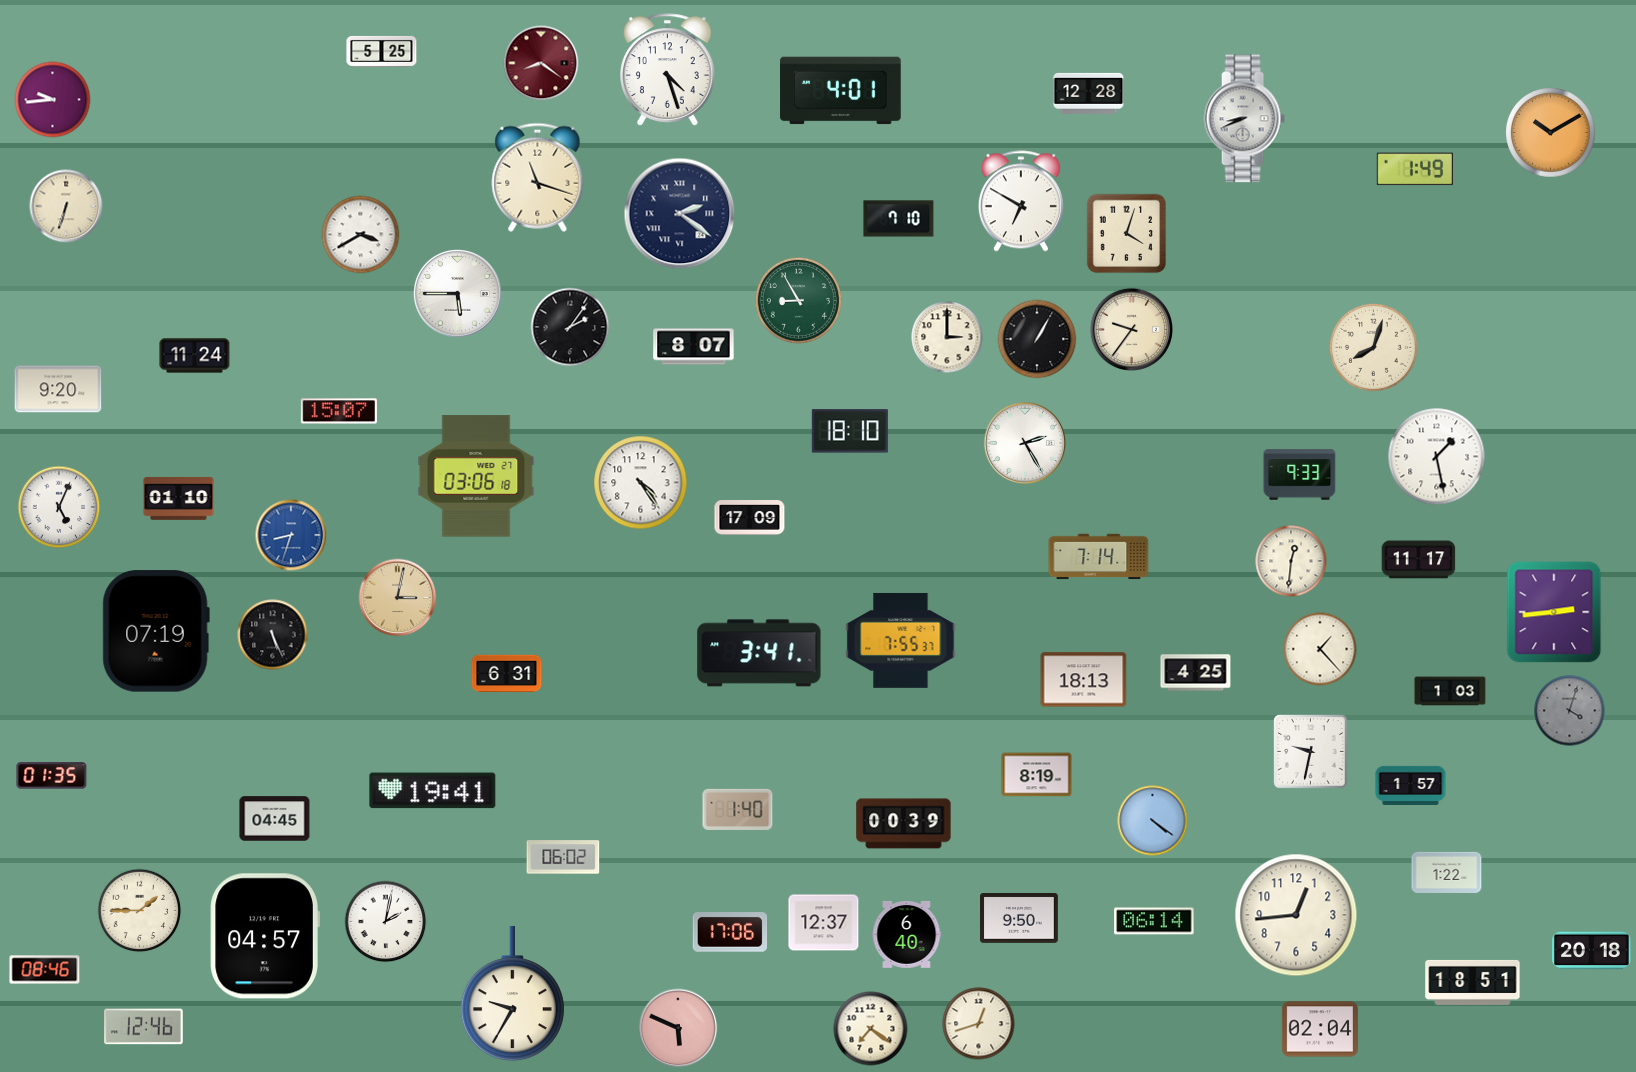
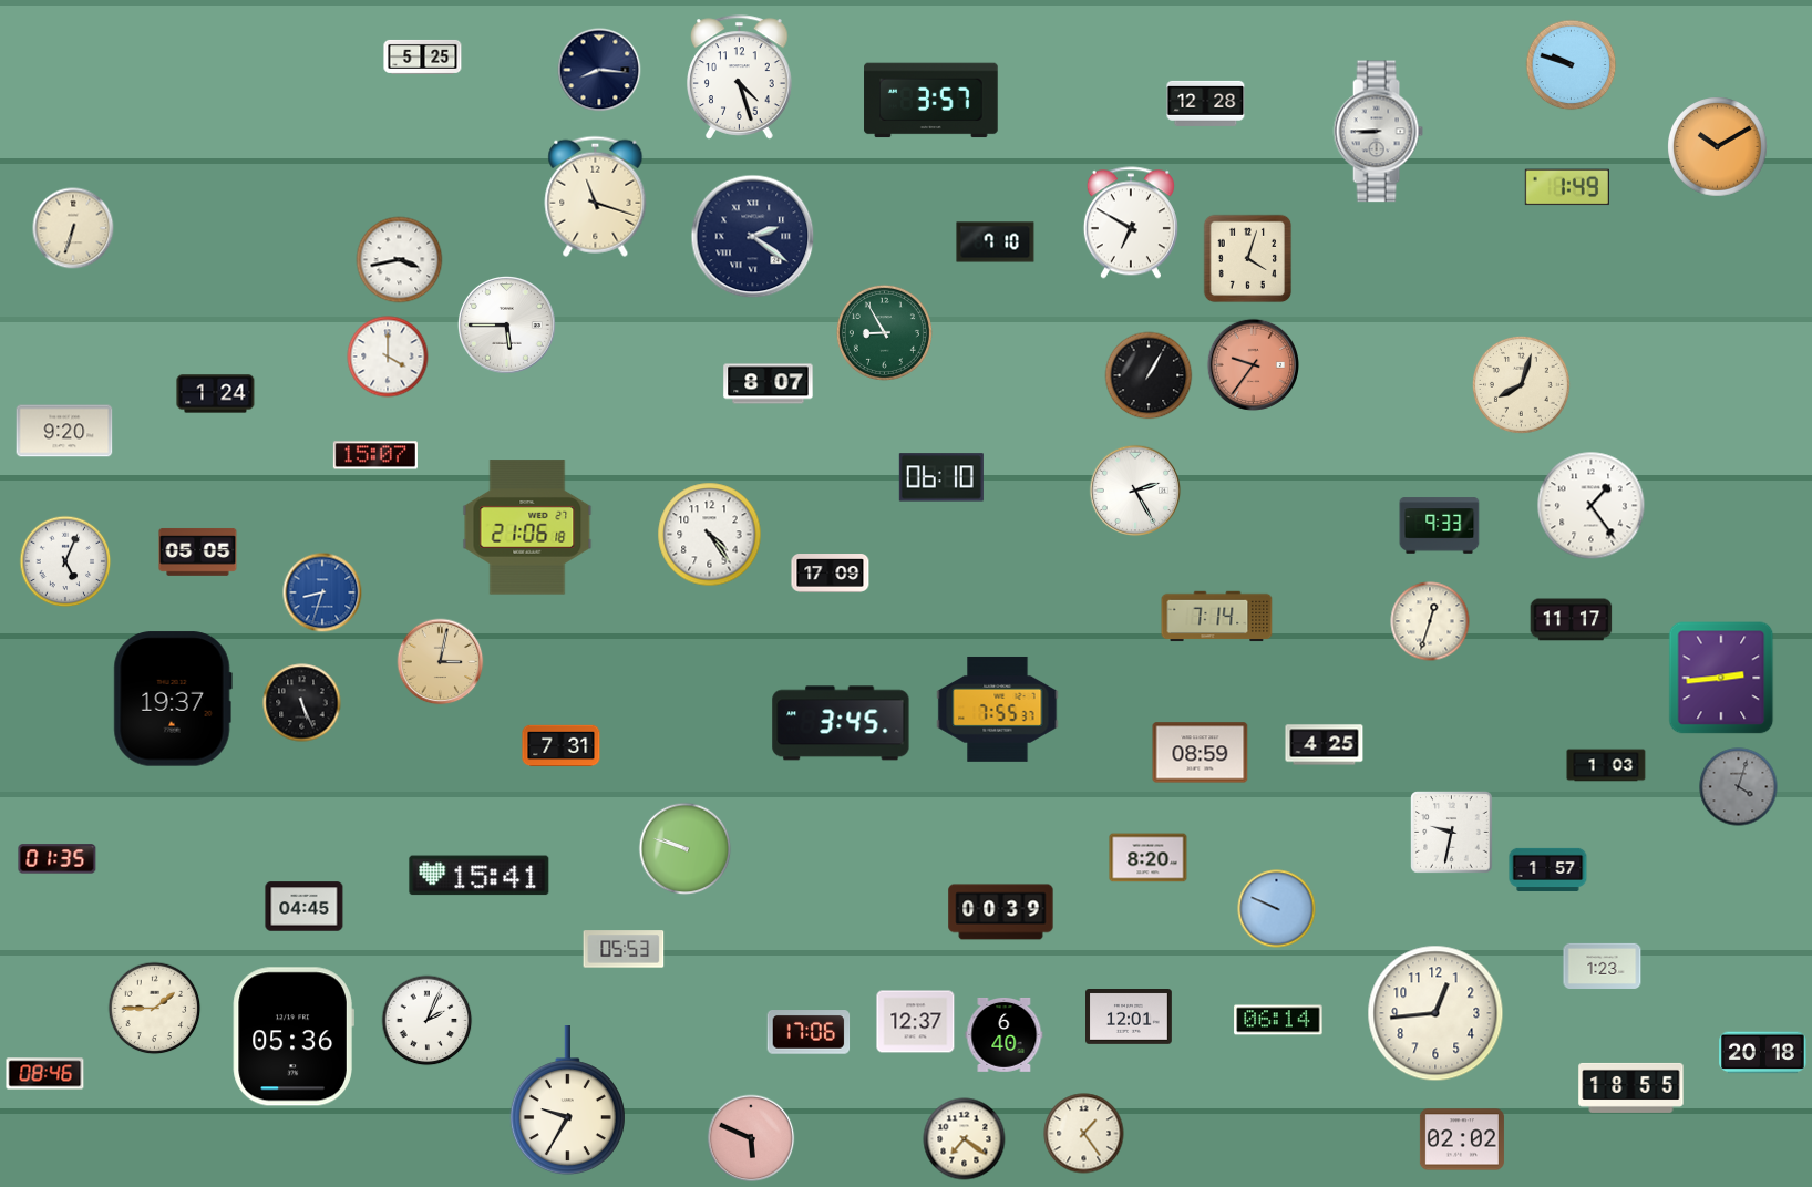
clock at (1572, 65): none -> 9:48
clock at (541, 63): 8:21 -> 8:16
clock at (541, 63) dial: burgundy -> navy
clock at (841, 91): 4:01 -> 3:57
clock at (53, 100): 9:44 -> none
clock at (1244, 119): 8:41 -> 8:45
clock at (361, 235): 3:40 -> 3:43
clock at (388, 357): none -> 4:00
clock at (570, 327): 2:06 -> none
clock at (1131, 329) dial: cream -> salmon
clock at (947, 337): 3:00 -> none
clock at (195, 356): 11:24 -> 1:24
clock at (850, 431): 18:10 -> 06:10
clock at (1437, 457): 1:28 -> 1:24
clock at (476, 476): 03:06 -> 21:06
clock at (179, 498): 01:10 -> 05:05
clock at (1291, 561): 12:31 -> 12:33
clock at (156, 631): 07:19 -> 19:37
clock at (1320, 649): 1:23 -> none
clock at (759, 653): 3:41 -> 3:45
clock at (507, 674): 6:31 -> 7:31
clock at (1084, 680): 18:13 -> 08:59
clock at (686, 849): none -> 9:48
clock at (1037, 775): 8:19 -> 8:20
clock at (1411, 785) position: (1411, 785) -> (1548, 869)
clock at (433, 791): 19:41 -> 15:41
clock at (738, 809): 1:40 -> none
clock at (1153, 821): 4:21 -> 9:49
clock at (563, 857): 06:02 -> 05:53
clock at (1447, 872): 1:22 -> 1:23
clock at (1020, 919): 9:50 -> 12:01
clock at (386, 922): 2:02 -> 2:04
clock at (824, 923) position: (824, 923) -> (916, 1022)
clock at (265, 936): 04:57 -> 05:36
clock at (45, 970) position: (45, 970) -> (45, 1074)
clock at (1473, 982): 18:51 -> 18:55
clock at (979, 1024): 12:42 -> 1:24
clock at (144, 1027): 12:46 -> none
clock at (1320, 1029): 02:04 -> 02:02
